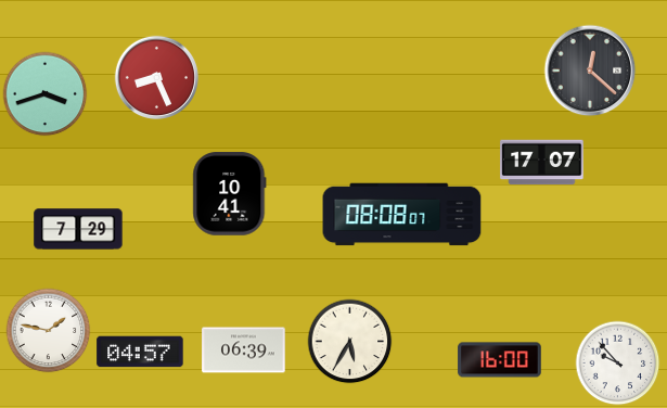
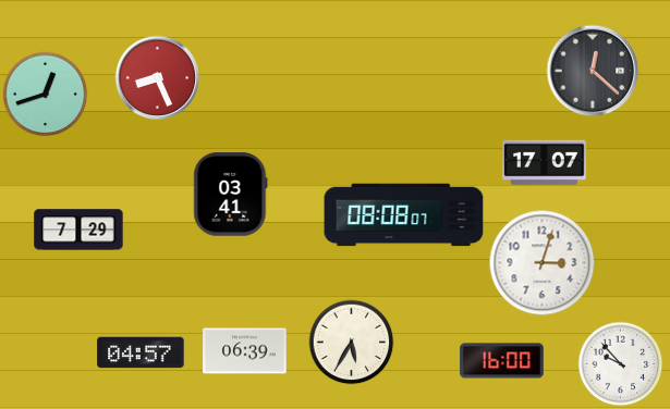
clock at (44, 93): 3:42 -> 12:42
clock at (230, 194): 10:41 -> 03:41
clock at (541, 262): none -> 3:03
clock at (48, 330): 1:47 -> none
